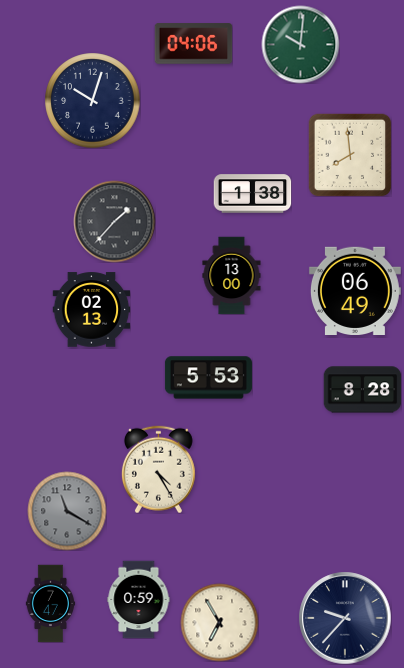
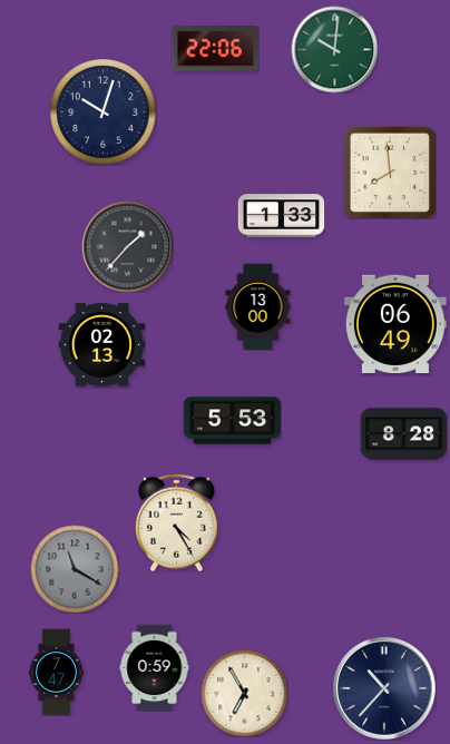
clock at (193, 44): 04:06 -> 22:06
clock at (252, 194): 1:38 -> 1:33
clock at (345, 618): 9:37 -> 10:37
